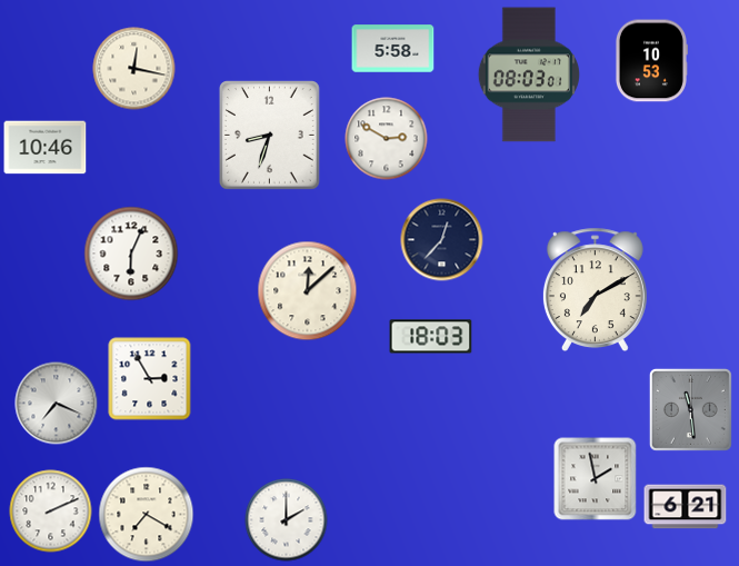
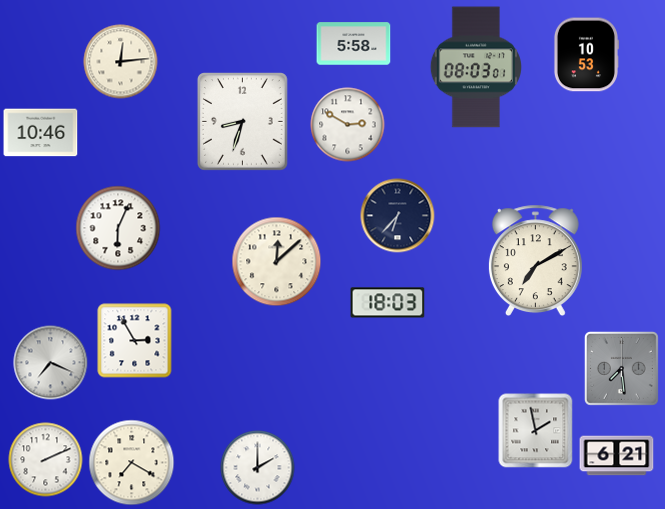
clock at (134, 69): 12:17 -> 12:14
clock at (442, 240): 12:37 -> 6:37
clock at (690, 409): 11:29 -> 7:29
